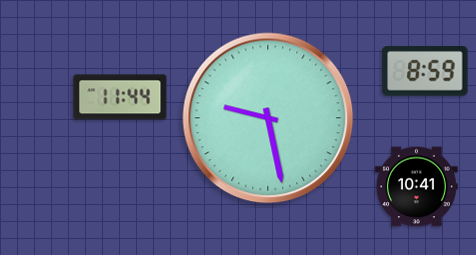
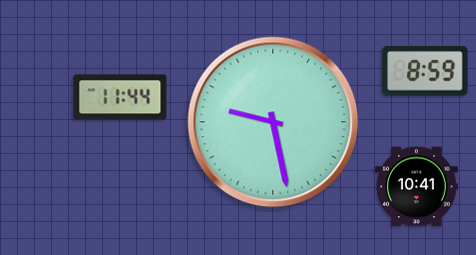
clock at (268, 118) position: (268, 118) -> (273, 122)
